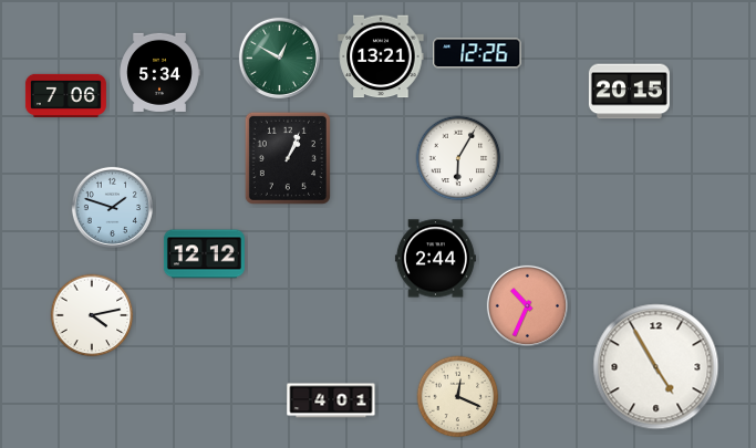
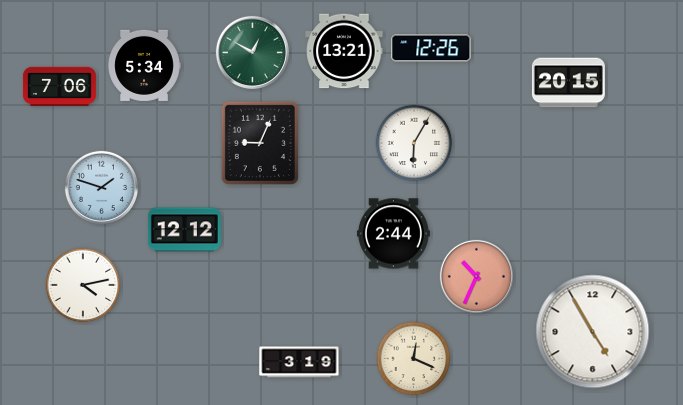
clock at (288, 158): 1:04 -> 9:04
clock at (331, 400): 4:01 -> 3:19
